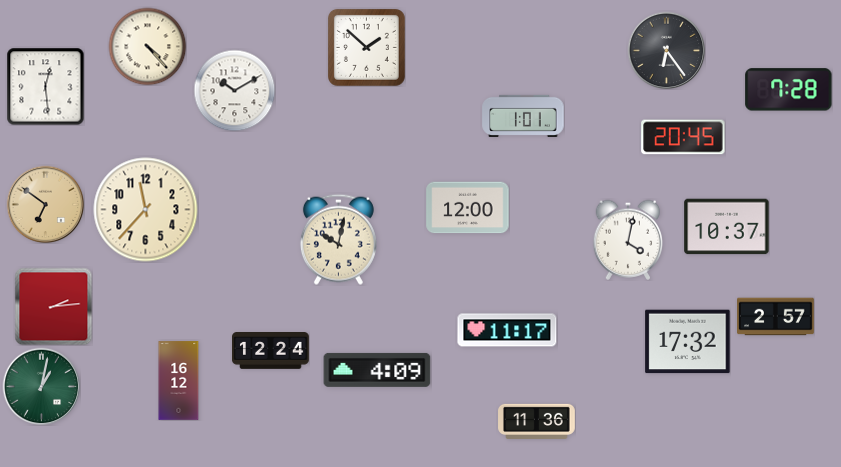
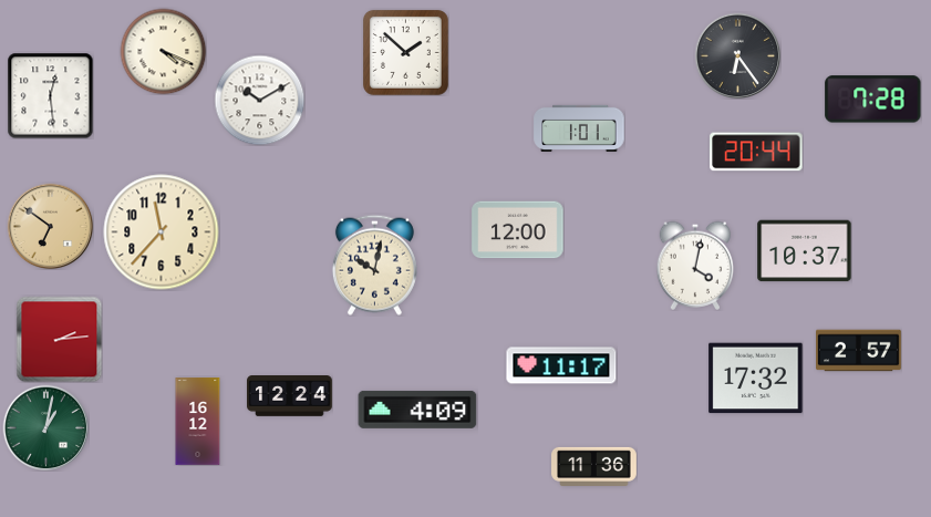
clock at (147, 46): 4:23 -> 4:19
clock at (683, 137): 20:45 -> 20:44
clock at (688, 342) position: (688, 342) -> (756, 379)
clock at (271, 351) position: (271, 351) -> (290, 396)
